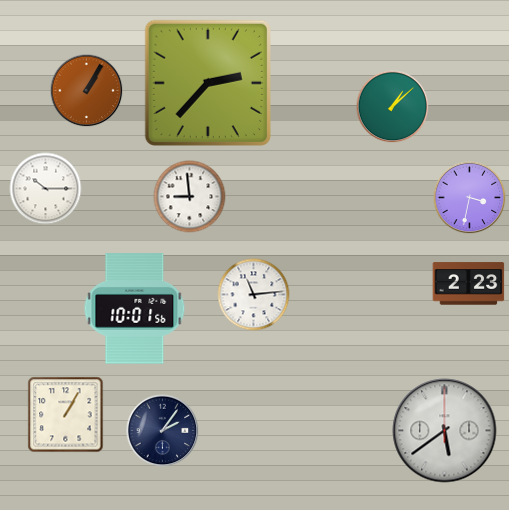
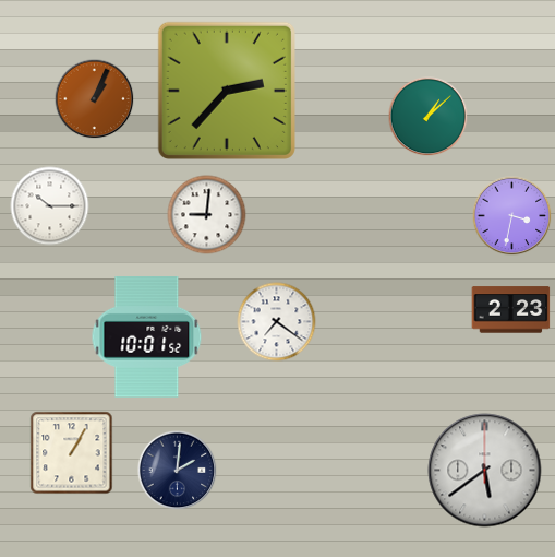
clock at (87, 91): 1:05 -> 1:04
clock at (190, 197): 8:59 -> 9:01
clock at (254, 295): 11:14 -> 7:21
clock at (135, 309): 10:01:56 -> 10:01:52
clock at (163, 431): 2:06 -> 2:01
